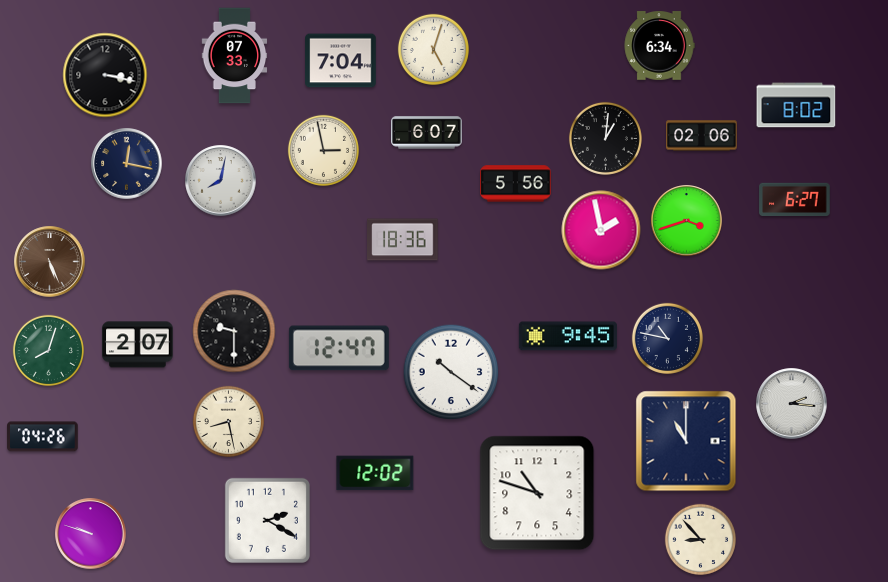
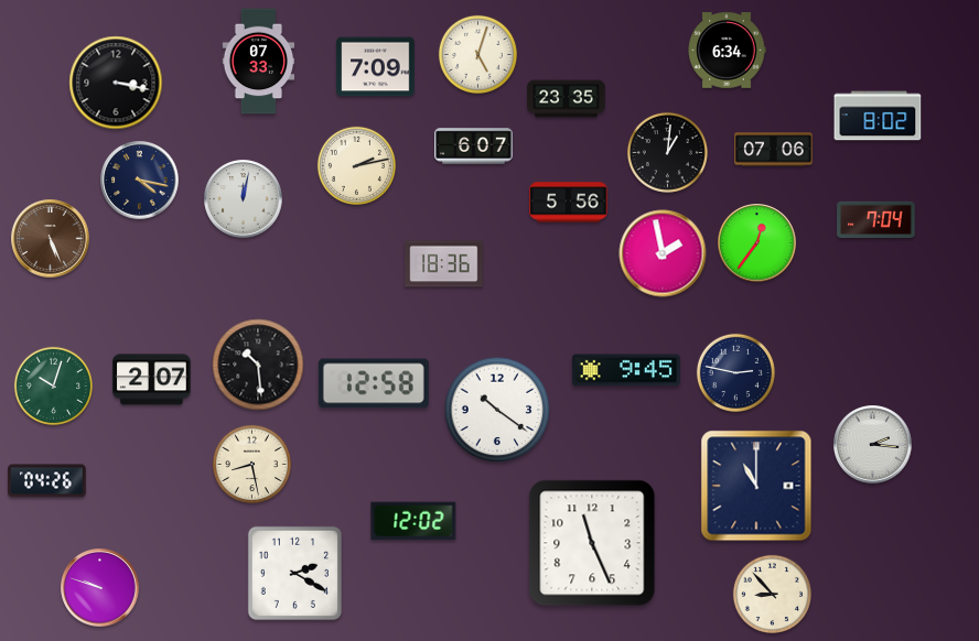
clock at (341, 61): 7:04 -> 7:09
clock at (567, 99): none -> 23:35
clock at (427, 133) position: (427, 133) -> (474, 146)
clock at (702, 136): 02:06 -> 07:06
clock at (323, 150): 2:58 -> 2:13
clock at (127, 164): 12:17 -> 4:17
clock at (221, 181): 8:02 -> 12:02
clock at (795, 200): 6:27 -> 7:04
clock at (687, 221): 3:42 -> 12:36
clock at (50, 262) position: (50, 262) -> (51, 239)
clock at (234, 331): 9:30 -> 10:29
clock at (667, 338): 10:47 -> 2:47
clock at (339, 348): 12:47 -> 12:58
clock at (48, 350): 8:03 -> 10:03
clock at (537, 493): 10:48 -> 11:26
